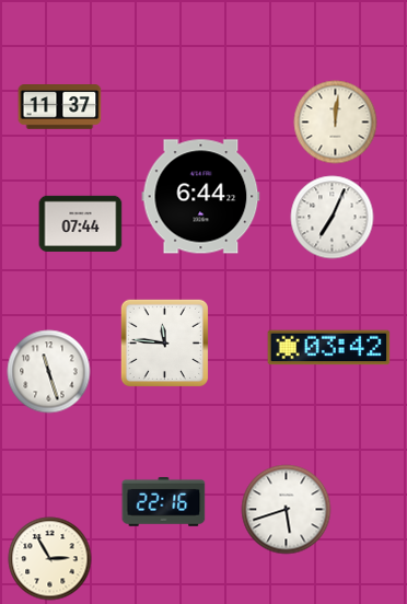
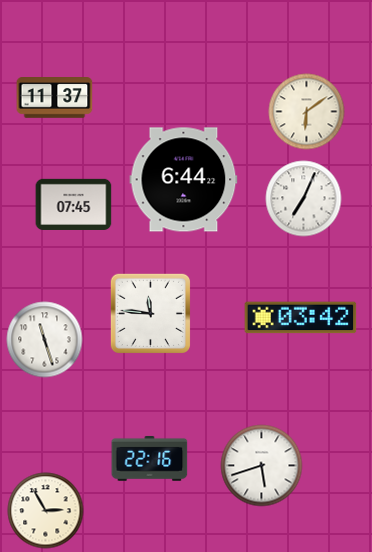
clock at (336, 123): 12:01 -> 6:09
clock at (81, 223): 07:44 -> 07:45
